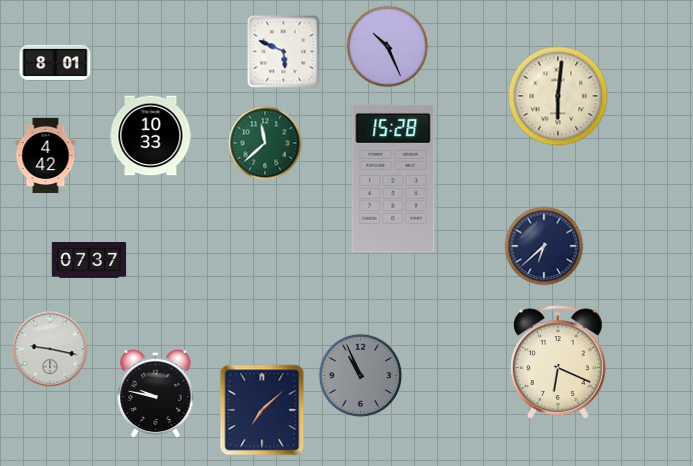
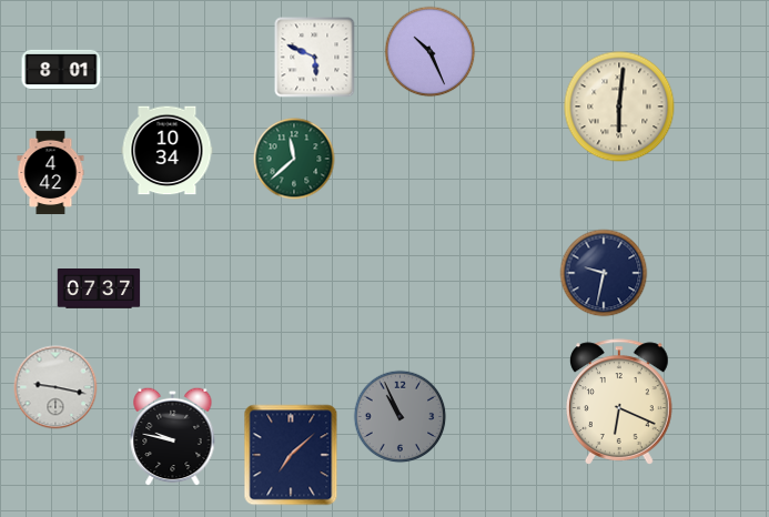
clock at (151, 136): 10:33 -> 10:34
clock at (393, 179): 15:28 -> none
clock at (544, 246): 6:38 -> 9:32
